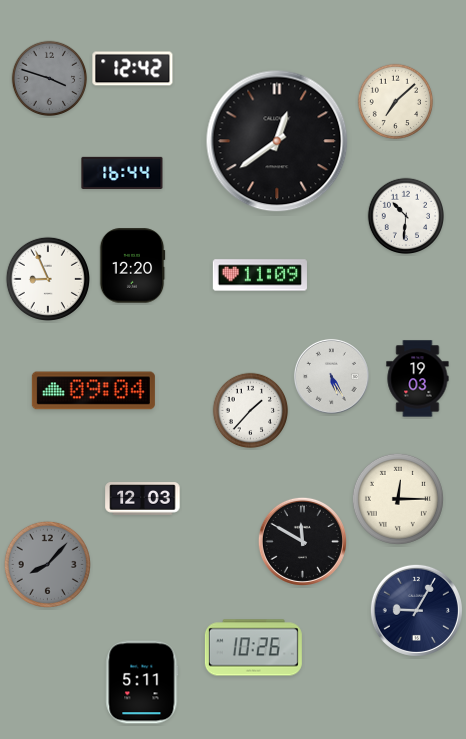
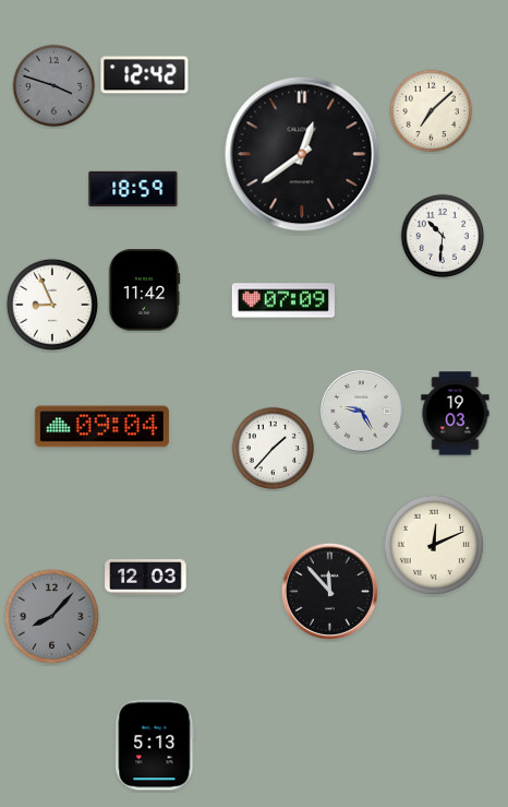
clock at (122, 173): 16:44 -> 18:59
clock at (132, 266): 12:20 -> 11:42
clock at (260, 275): 11:09 -> 07:09
clock at (331, 376): 5:25 -> 9:25
clock at (143, 499) position: (143, 499) -> (146, 578)
clock at (398, 499): 12:15 -> 12:11
clock at (302, 541): 11:50 -> 11:53
clock at (416, 610): 9:05 -> none
clock at (253, 648): 10:26 -> none
clock at (142, 682): 5:11 -> 5:13
